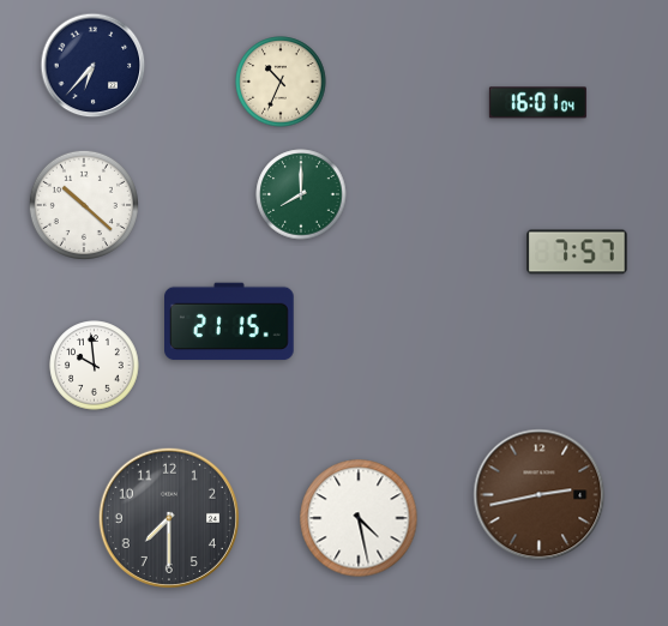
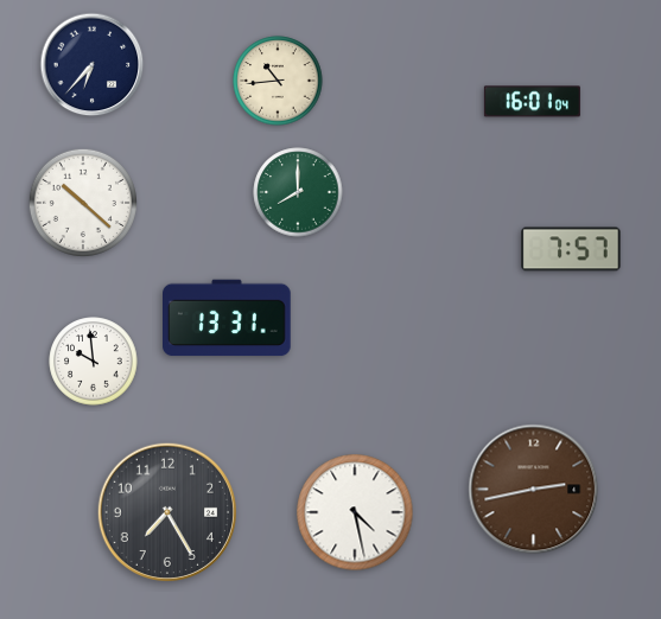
clock at (281, 82): 10:34 -> 10:44
clock at (230, 321): 21:15 -> 13:31
clock at (169, 518): 7:30 -> 7:25
